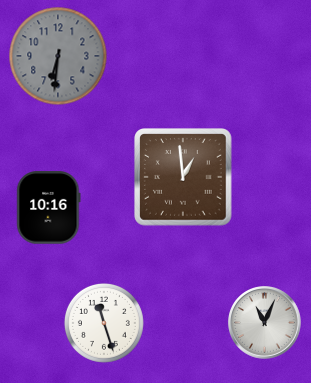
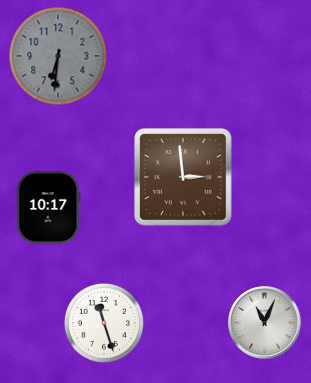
clock at (183, 177): 12:59 -> 2:59
clock at (49, 208): 10:16 -> 10:17
